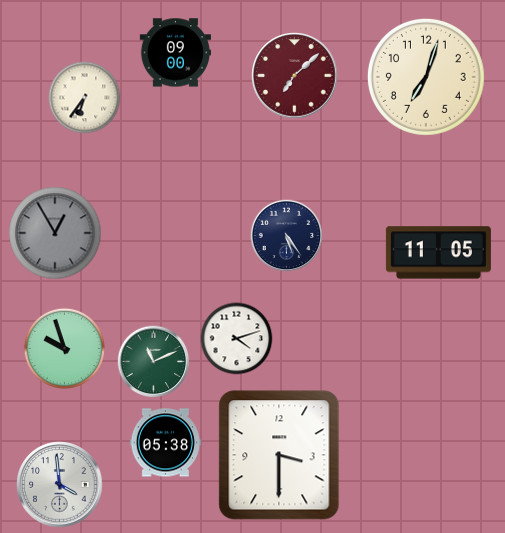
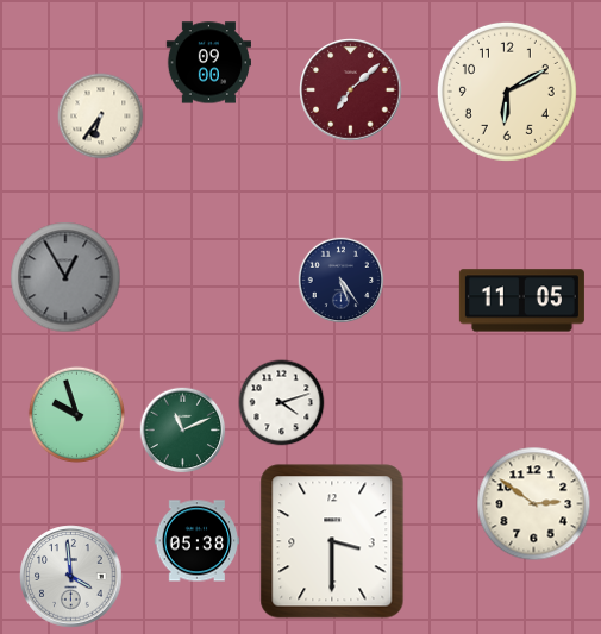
clock at (426, 77): 7:03 -> 6:10
clock at (534, 504): none -> 2:51
clock at (165, 443) position: (165, 443) -> (196, 541)
